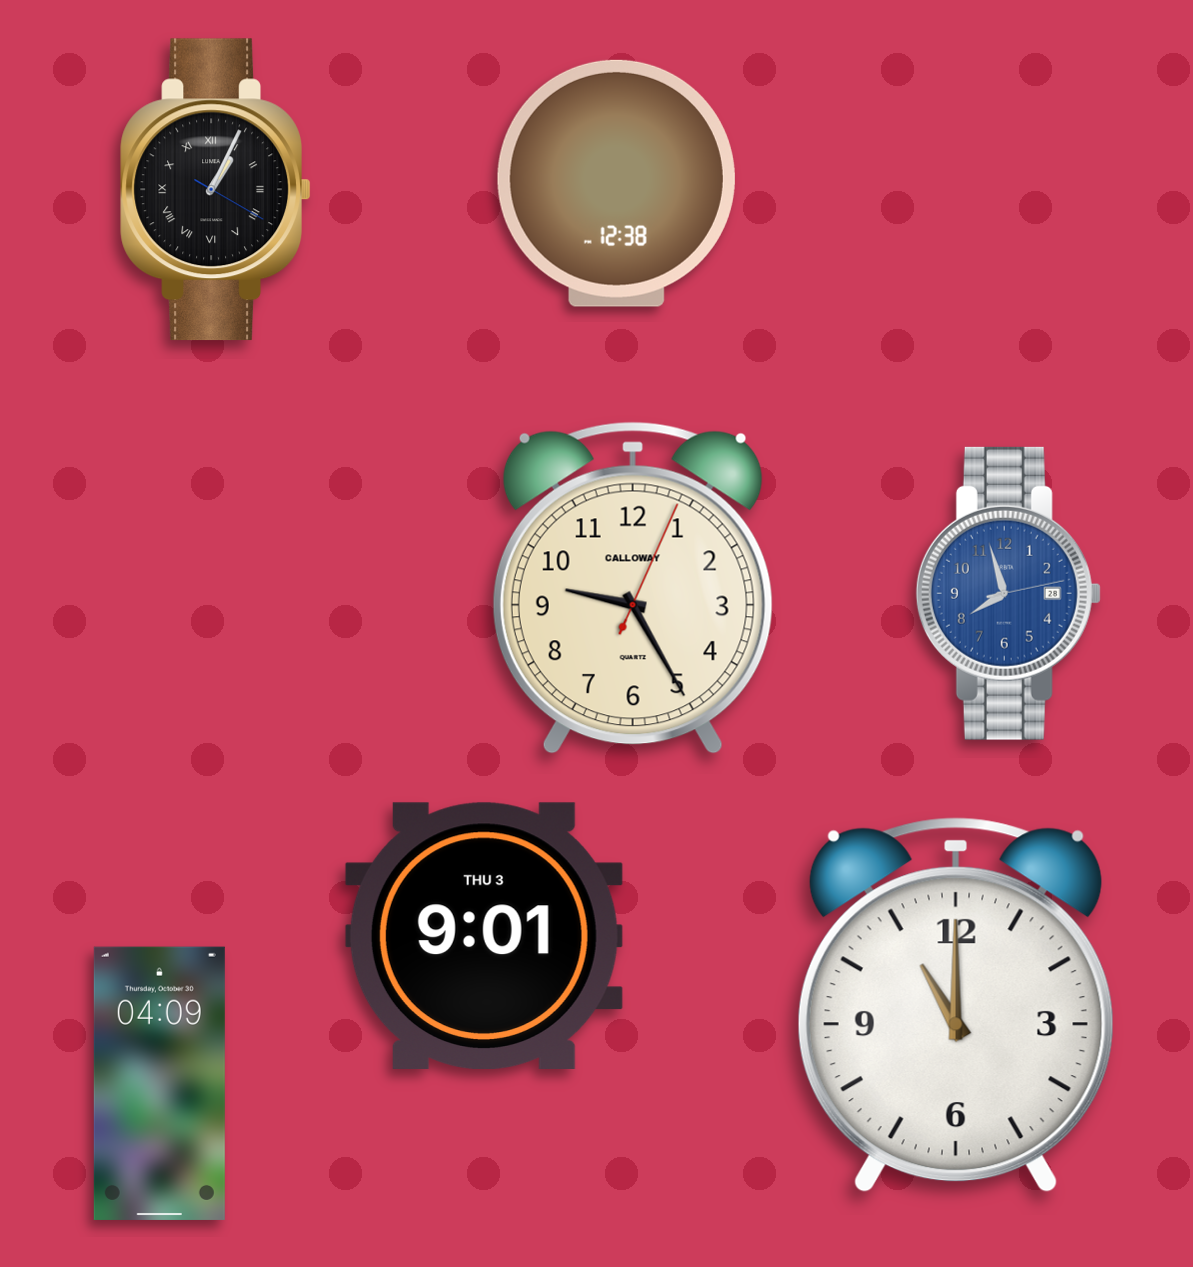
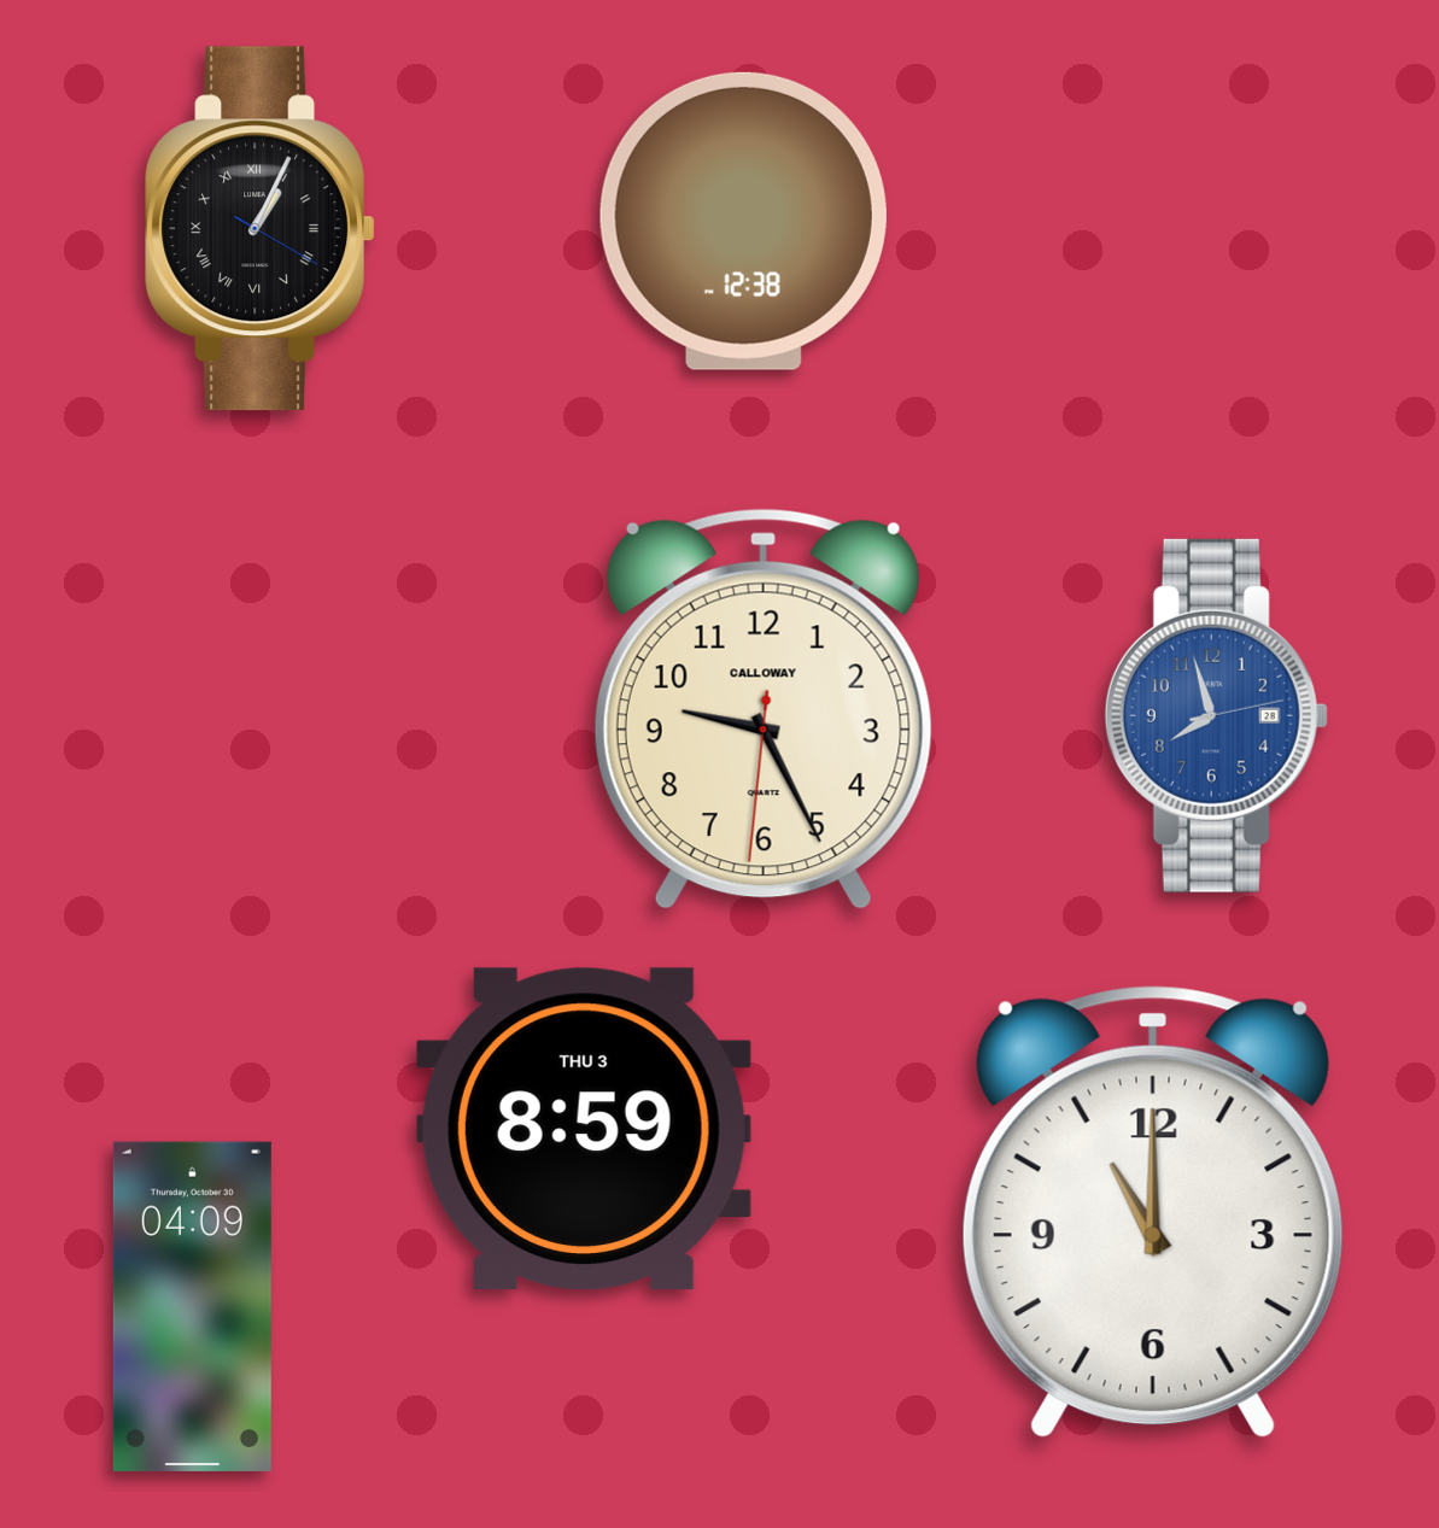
clock at (633, 588): 9:25:04 -> 9:25:31
clock at (484, 936): 9:01 -> 8:59
